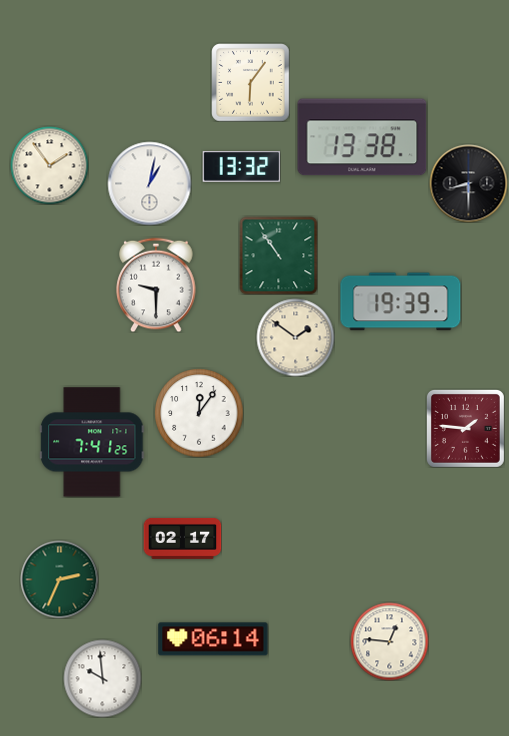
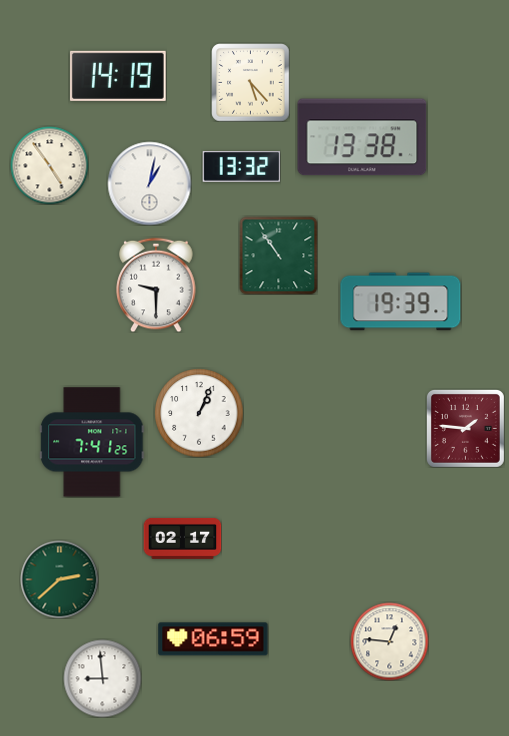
clock at (118, 76): none -> 14:19
clock at (250, 82): 6:06 -> 5:23
clock at (49, 165): 1:54 -> 4:54
clock at (468, 183): 8:30 -> none
clock at (295, 337): 1:51 -> none
clock at (199, 413): 12:06 -> 1:04
clock at (59, 579): 2:34 -> 2:38
clock at (213, 639): 06:14 -> 06:59
clock at (102, 678): 9:59 -> 8:59
